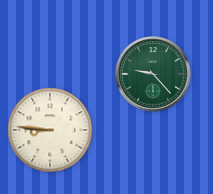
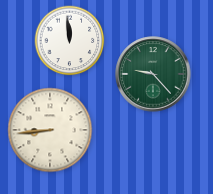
clock at (70, 41): none -> 11:59
clock at (50, 130): 8:46 -> 8:44
